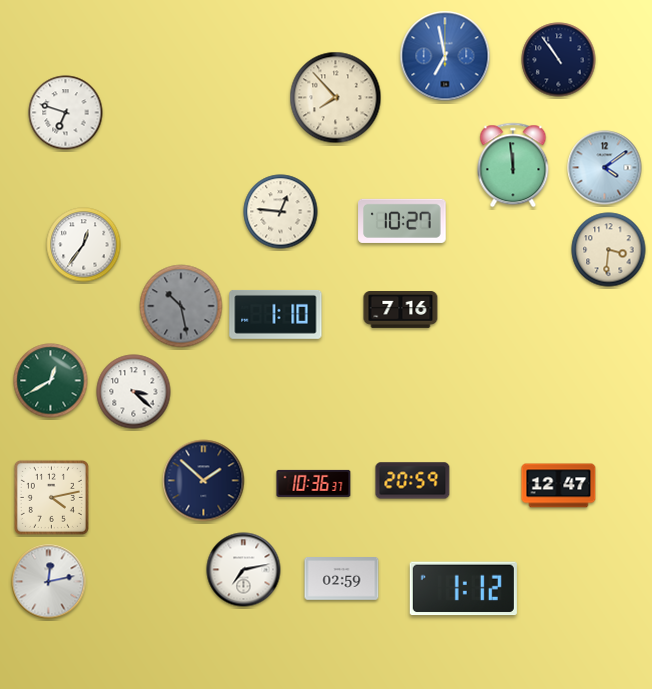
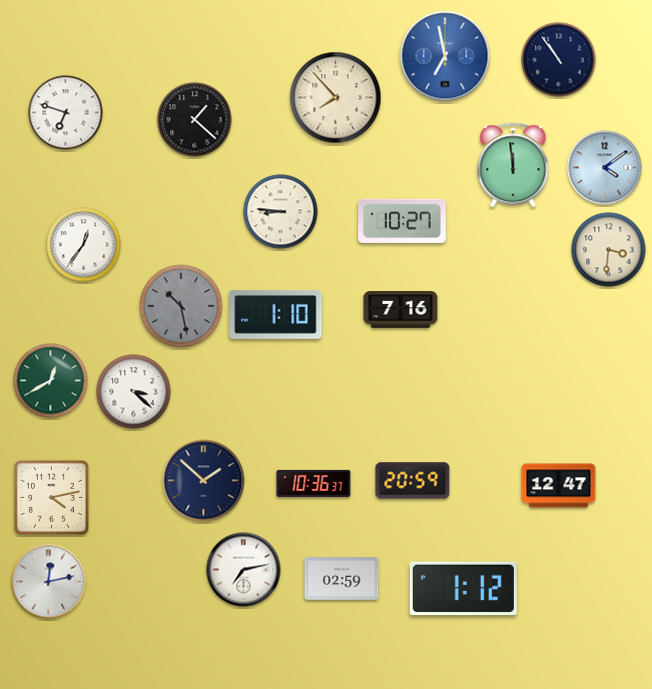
clock at (195, 120): none -> 1:22
clock at (281, 212): 12:46 -> 8:46
